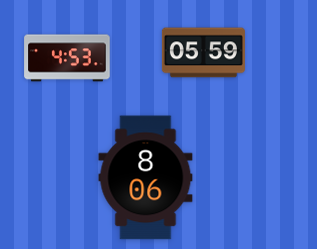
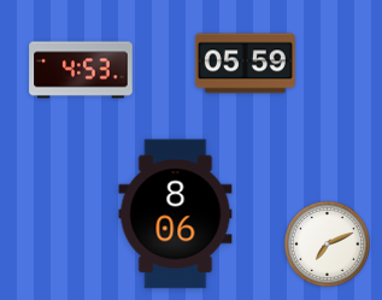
clock at (327, 243): none -> 7:11
